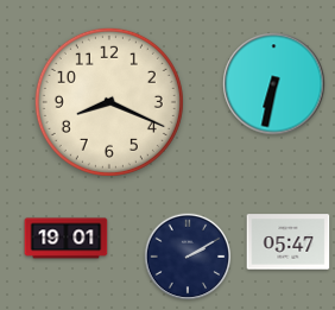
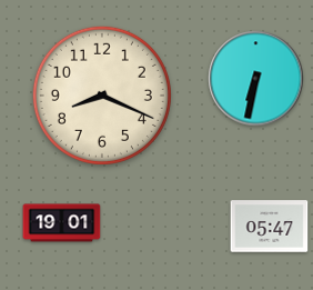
clock at (188, 257): 2:10 -> none
